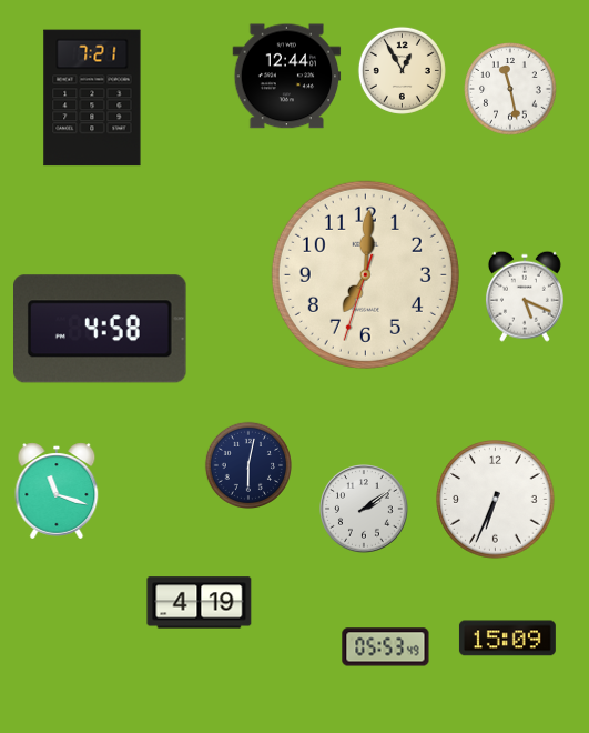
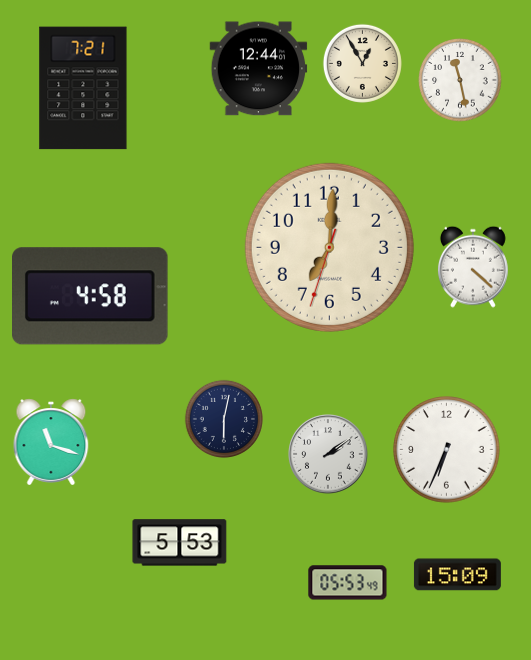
clock at (525, 297): 5:19 -> 4:22
clock at (364, 509) position: (364, 509) -> (328, 454)
clock at (200, 603): 4:19 -> 5:53
